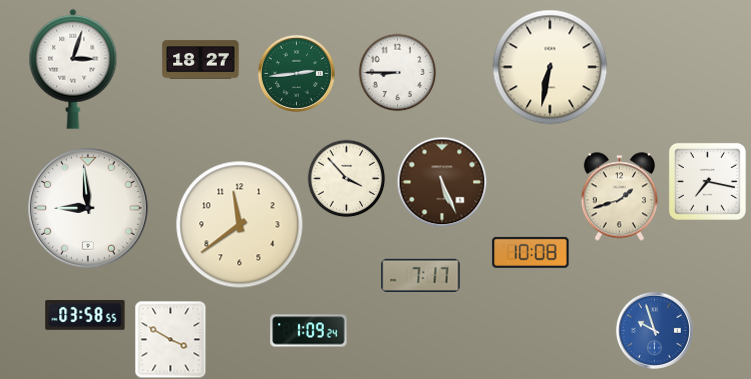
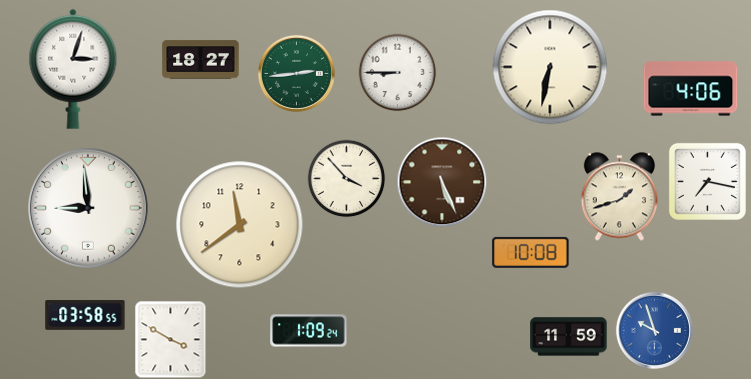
clock at (691, 89): none -> 4:06
clock at (421, 275): 7:17 -> none
clock at (569, 337): none -> 11:59
